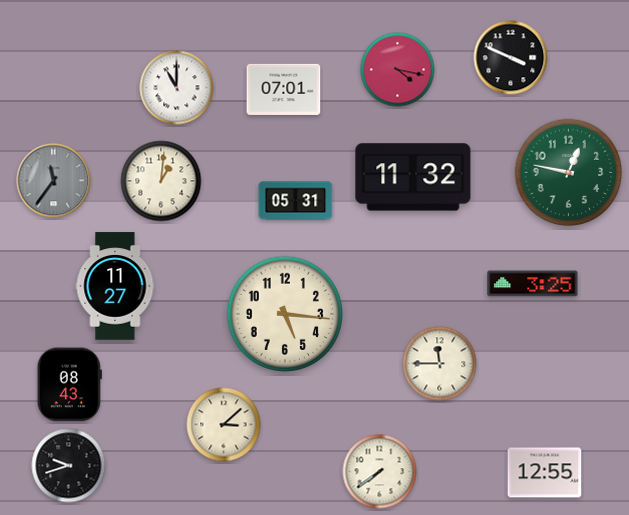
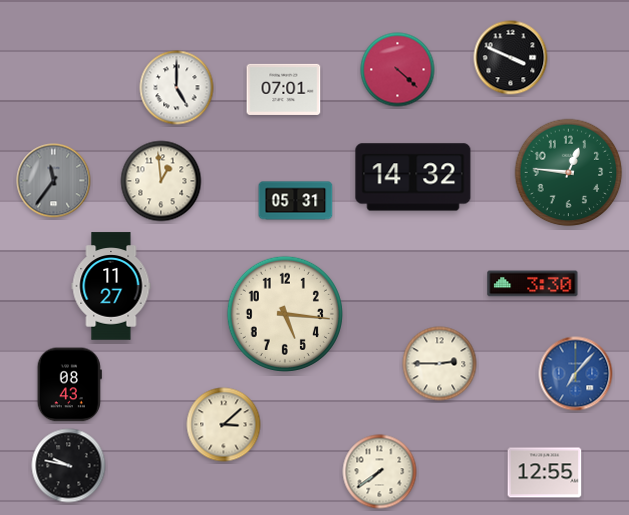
clock at (398, 70): 4:17 -> 4:22
clock at (177, 88): 11:00 -> 5:00
clock at (569, 173): 12:47 -> 12:46
clock at (413, 177): 11:32 -> 14:32
clock at (161, 181): 1:01 -> 12:59
clock at (533, 284): 3:25 -> 3:30
clock at (115, 286) position: (115, 286) -> (111, 286)
clock at (440, 364): 11:45 -> 2:45
clock at (576, 374): none -> 7:07
clock at (69, 466): 9:42 -> 9:47
